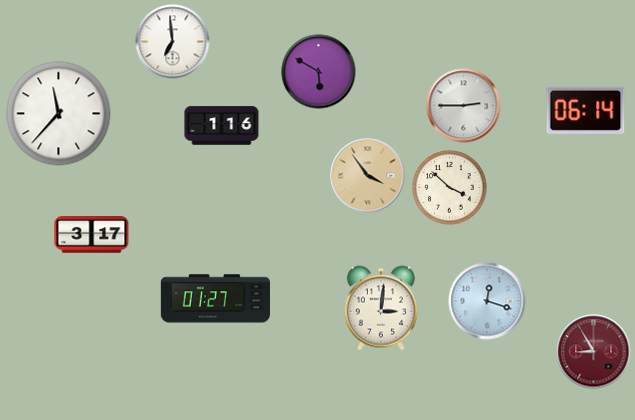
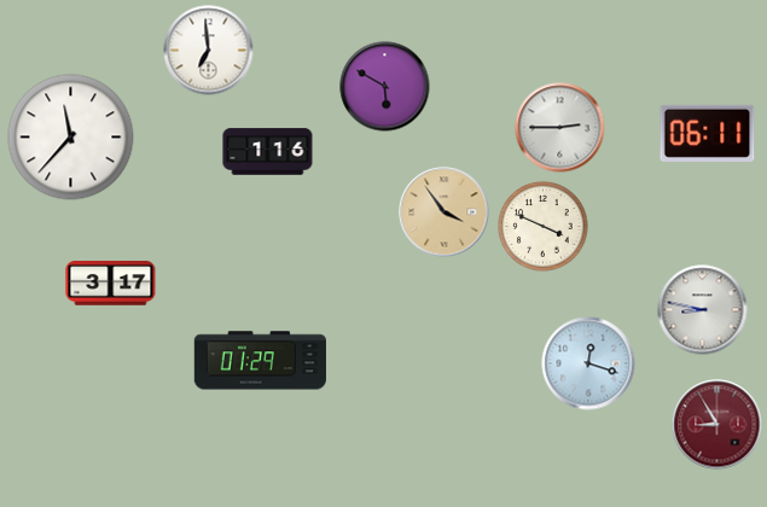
clock at (586, 110): 06:14 -> 06:11
clock at (450, 188): 3:52 -> 3:49
clock at (703, 310): none -> 8:47
clock at (215, 299): 01:27 -> 01:29
clock at (381, 308): 3:01 -> none
